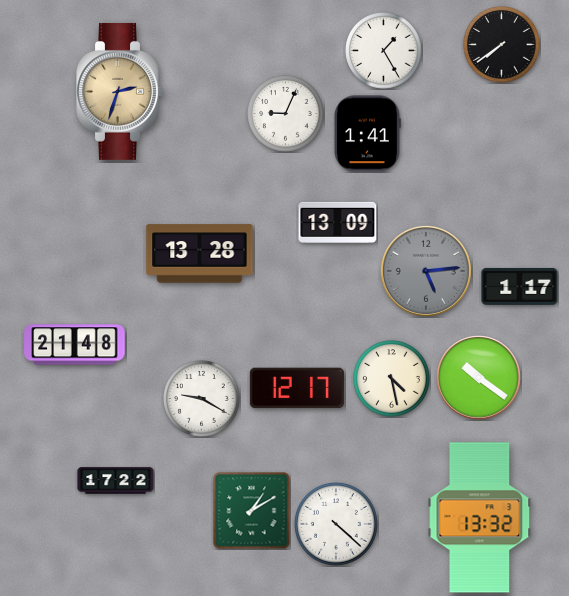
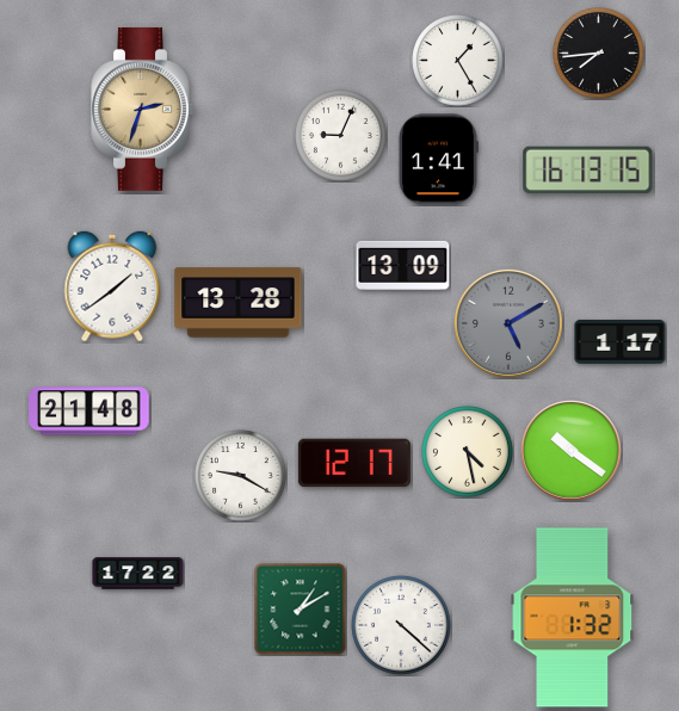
clock at (502, 45): 7:39 -> 7:44
clock at (588, 171): none -> 16:13
clock at (112, 286): none -> 1:39
clock at (426, 271): 5:14 -> 5:10
clock at (480, 518): 13:32 -> 1:32
